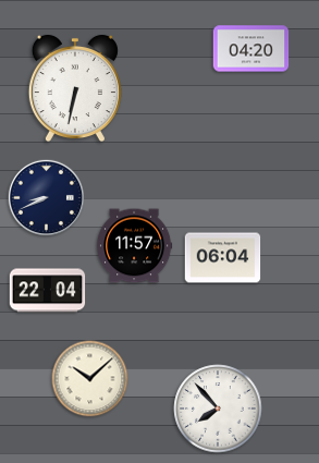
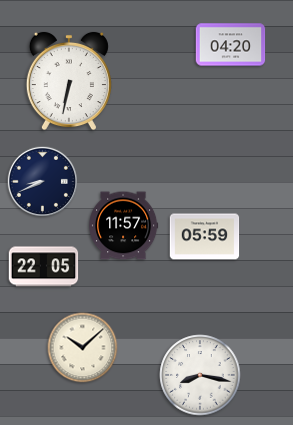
clock at (223, 258): 06:04 -> 05:59
clock at (48, 291): 22:04 -> 22:05
clock at (218, 409): 7:53 -> 8:17
